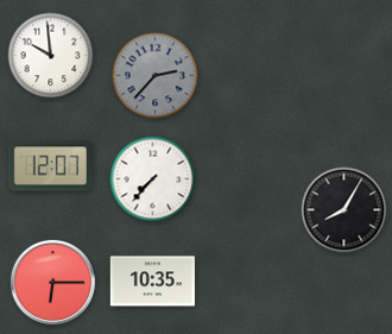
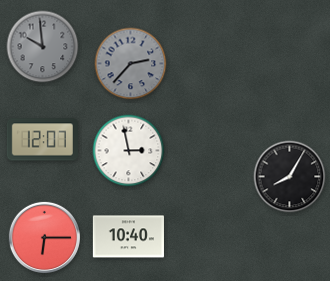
clock at (51, 56) dial: white -> grey
clock at (153, 179): 7:37 -> 2:58
clock at (152, 282): 10:35 -> 10:40
